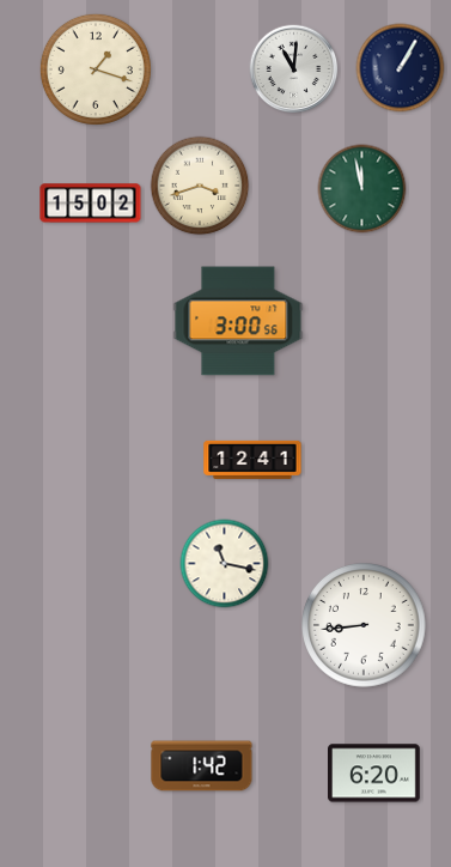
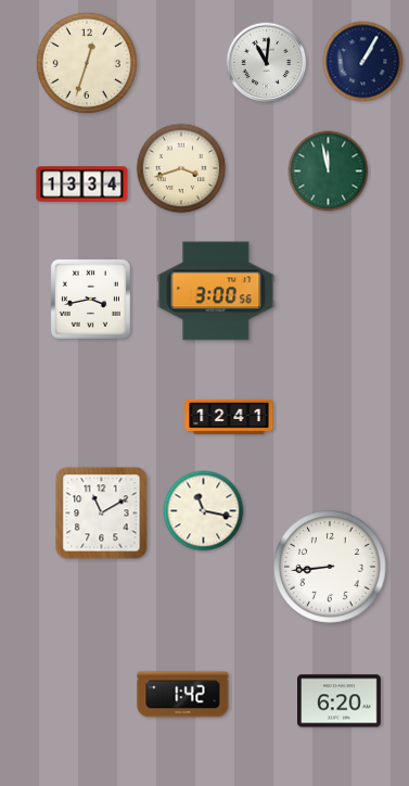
clock at (96, 69): 1:18 -> 12:33
clock at (91, 204): 15:02 -> 13:34
clock at (90, 299): none -> 3:43
clock at (102, 514): none -> 11:10
